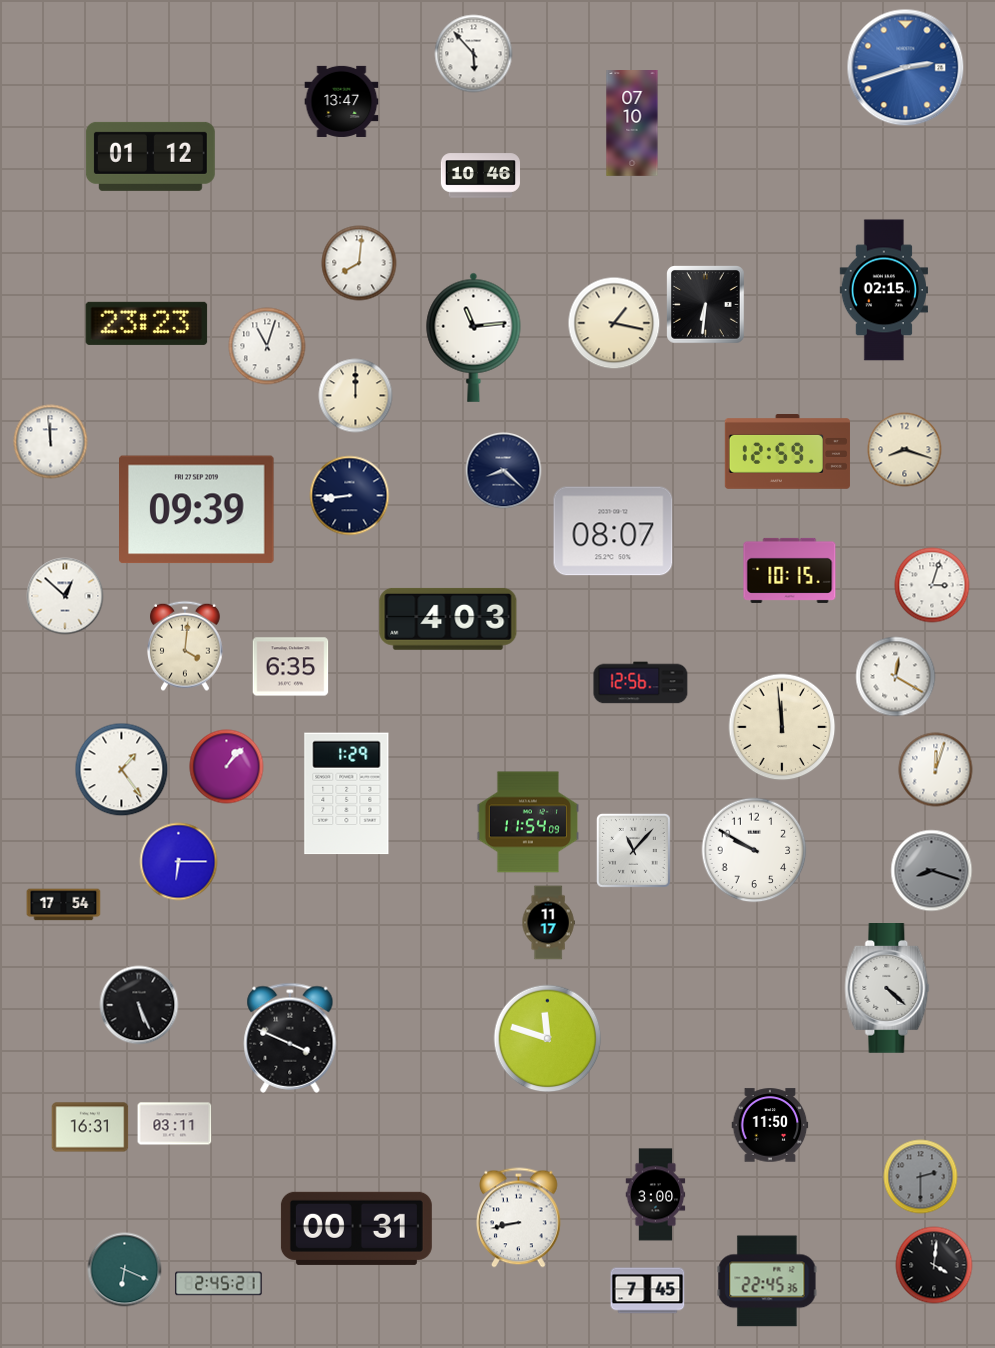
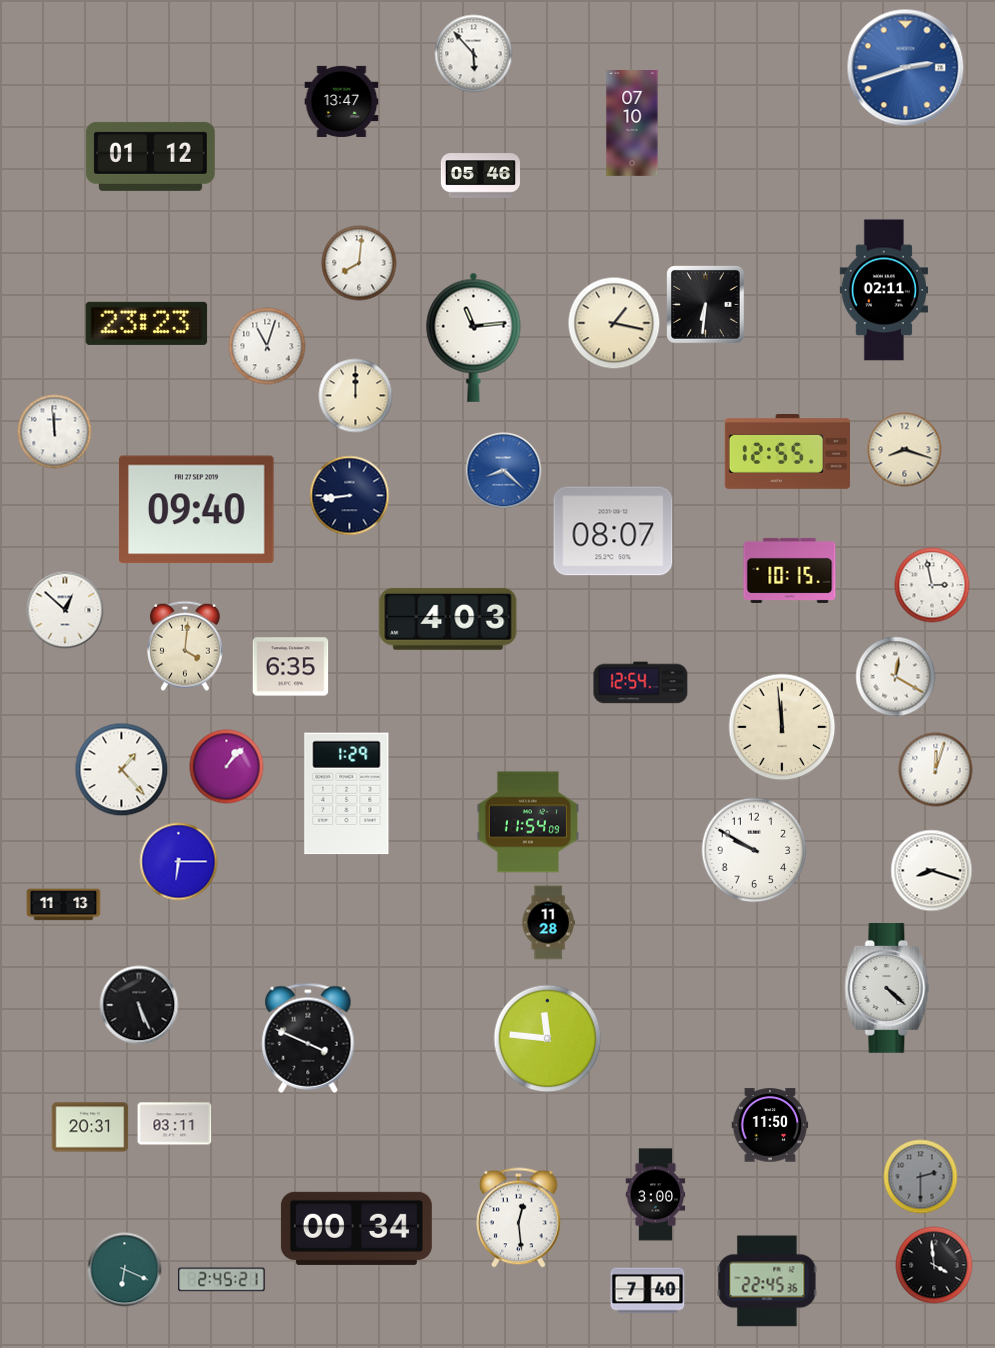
clock at (480, 176): 10:46 -> 05:46
clock at (883, 290): 02:15 -> 02:11
clock at (51, 442) position: (51, 442) -> (55, 432)
clock at (787, 452): 12:59 -> 12:55
clock at (504, 471) dial: navy -> blue
clock at (197, 510): 09:39 -> 09:40
clock at (932, 585): 3:03 -> 2:58
clock at (65, 596) position: (65, 596) -> (65, 610)
clock at (641, 683): 12:56 -> 12:54
clock at (122, 770): 1:24 -> 1:23
clock at (633, 850): 11:07 -> none
clock at (932, 871) dial: grey -> white
clock at (64, 905): 17:54 -> 11:13
clock at (548, 923): 11:17 -> 11:28
clock at (290, 1038) position: (290, 1038) -> (308, 1038)
clock at (548, 1039): 11:48 -> 11:46
clock at (90, 1127): 16:31 -> 20:31
clock at (519, 1218): 8:43 -> 12:29
clock at (356, 1228): 00:31 -> 00:34
clock at (934, 1265): 4:01 -> 3:59
clock at (219, 1284) position: (219, 1284) -> (222, 1280)
clock at (648, 1291): 7:45 -> 7:40
